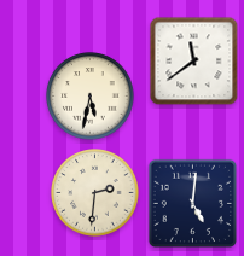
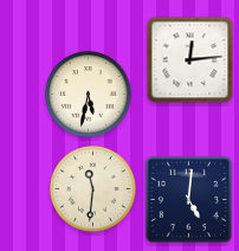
clock at (194, 62): 11:39 -> 12:14
clock at (95, 193): 2:31 -> 11:31
